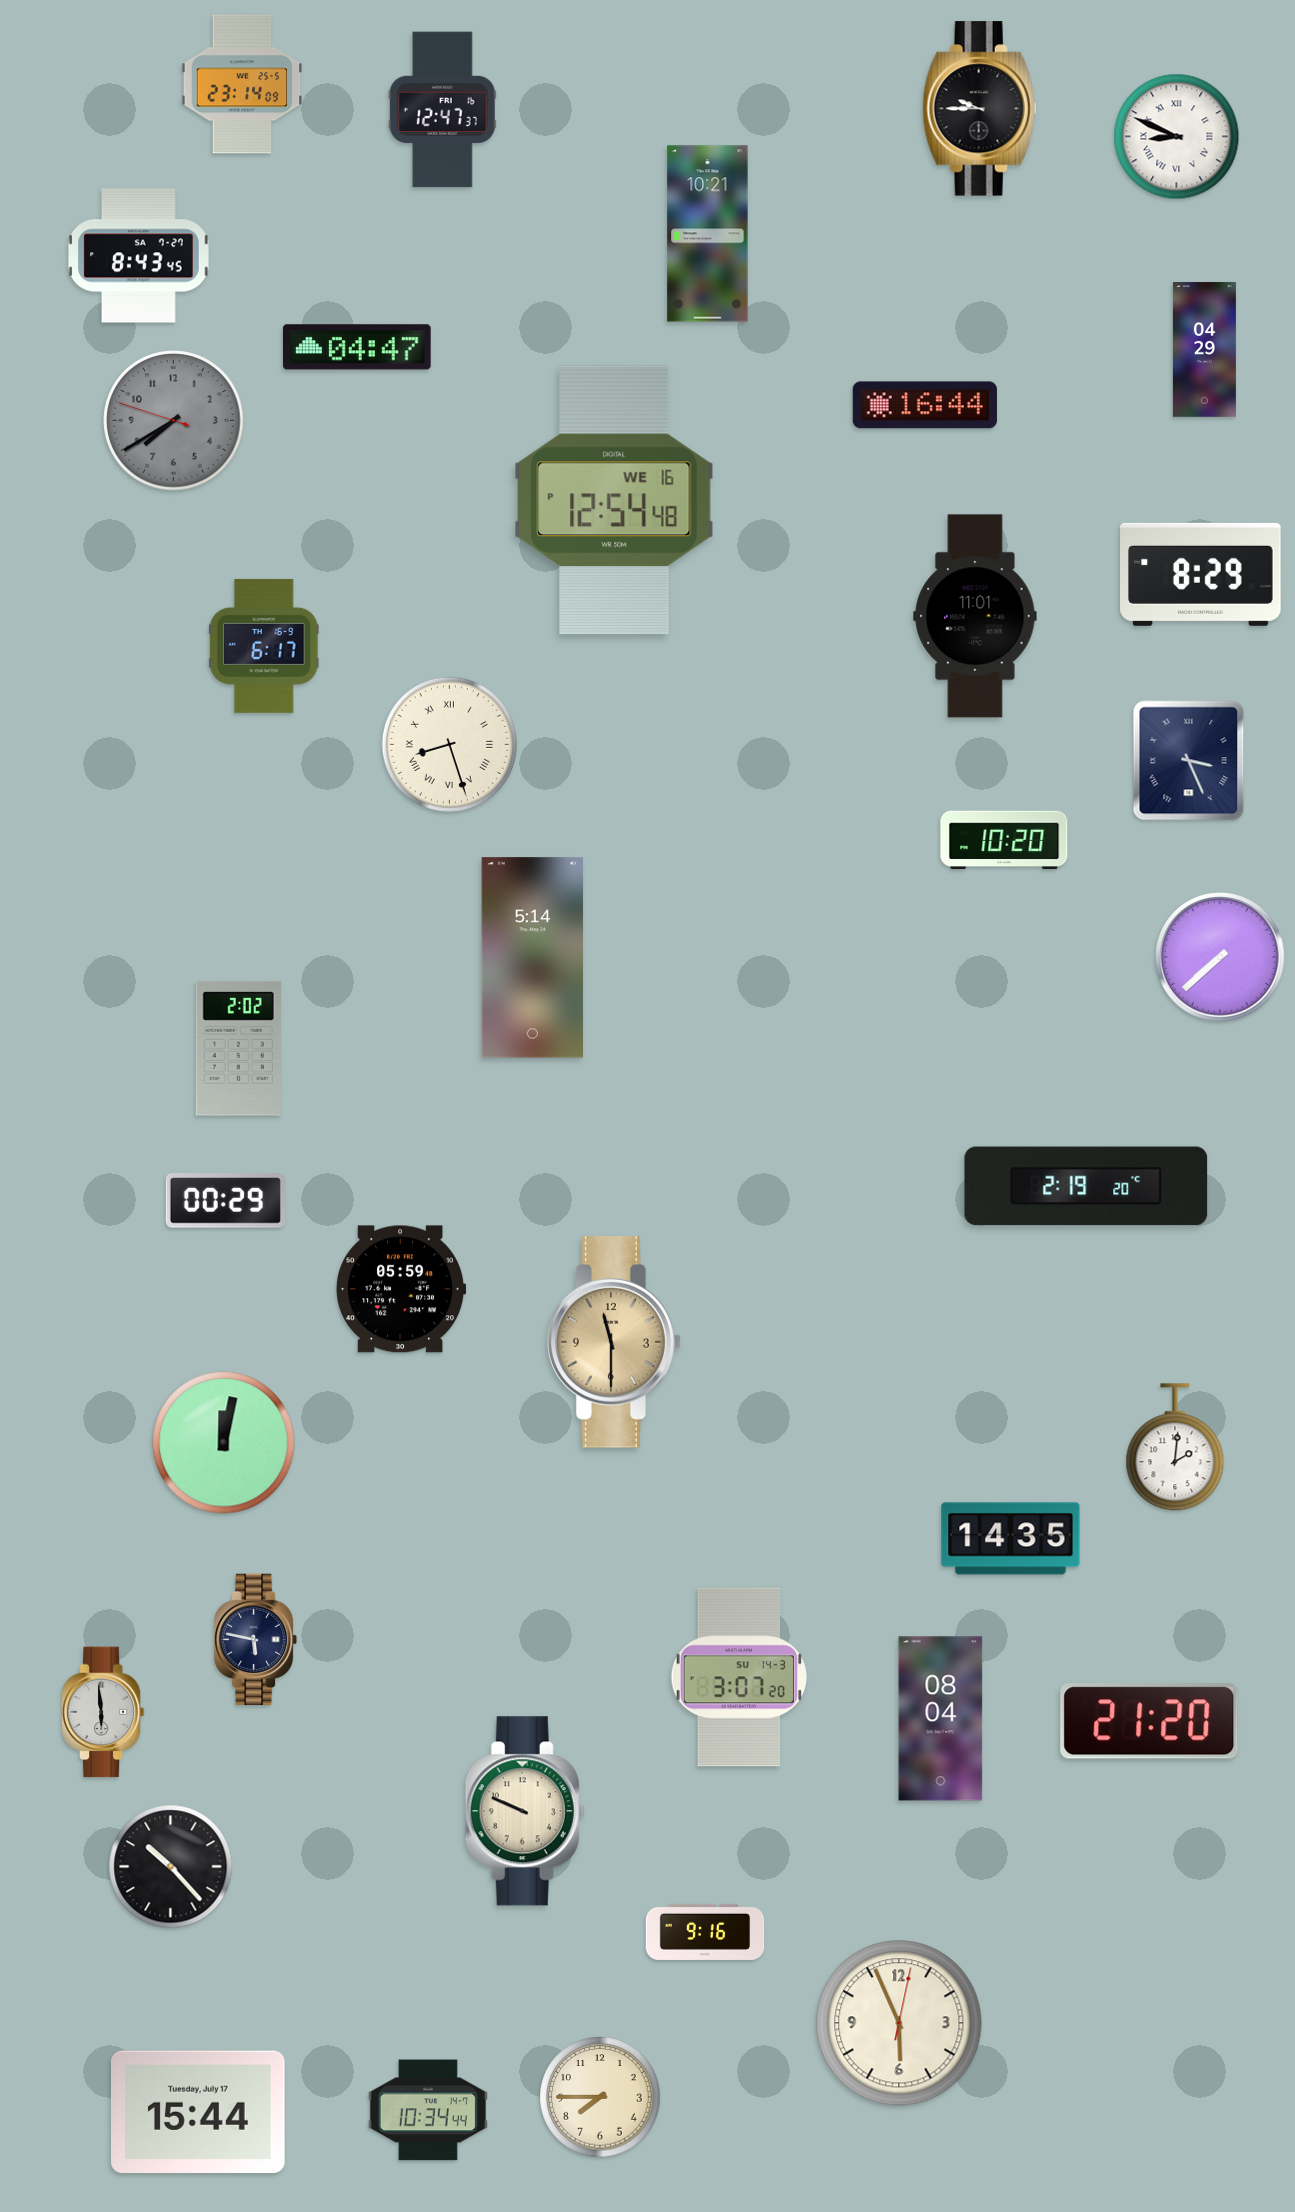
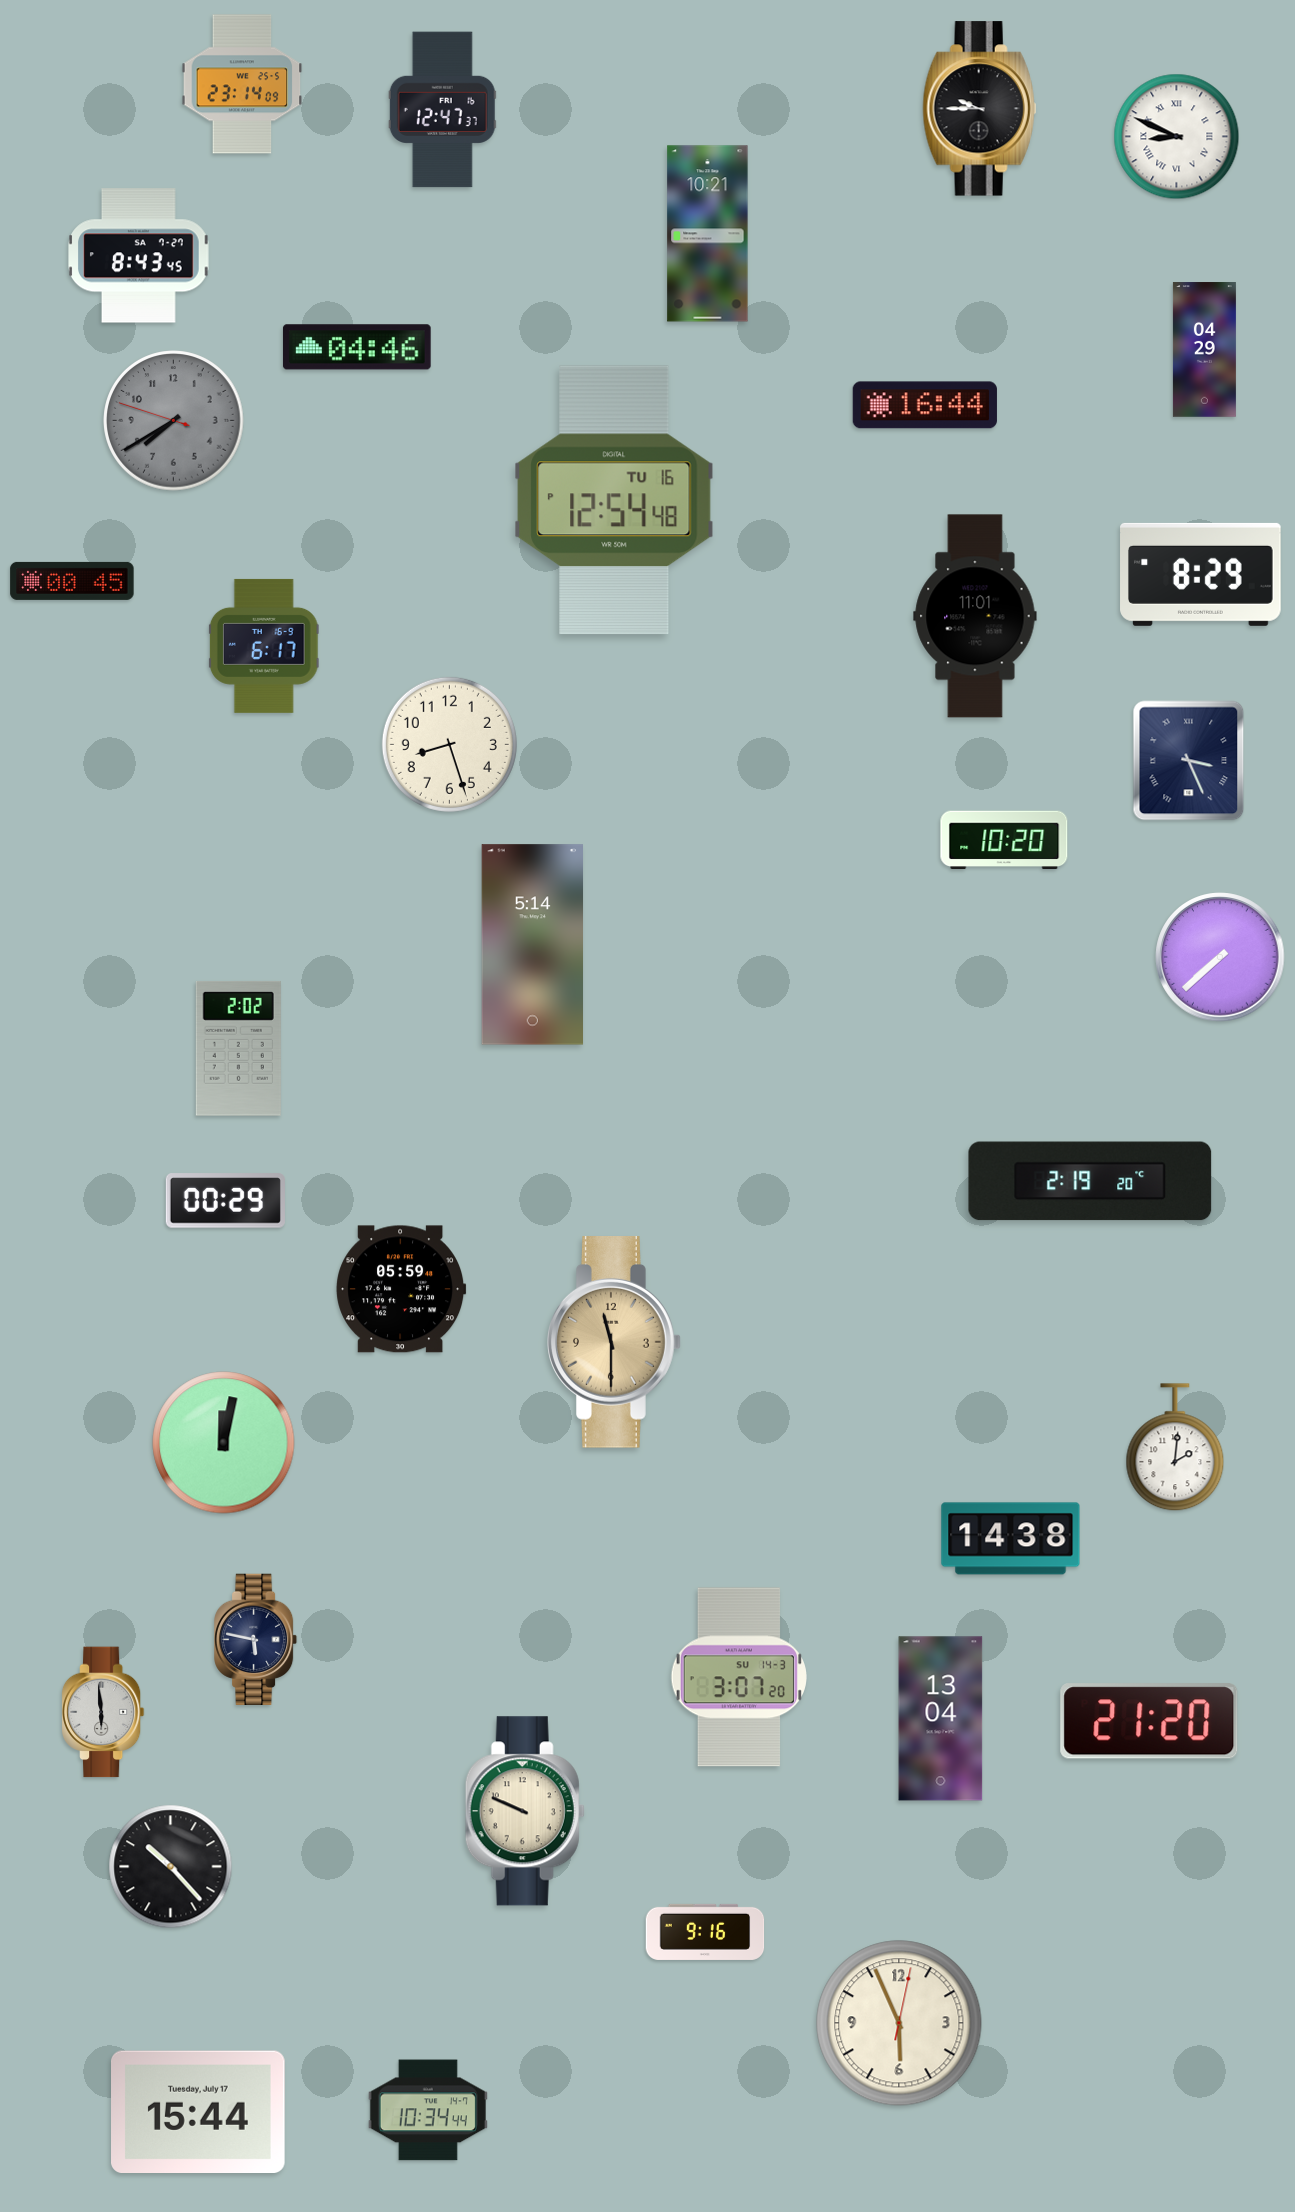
clock at (357, 347): 04:47 -> 04:46
clock at (614, 500) date: WE 16 -> TU 16
clock at (72, 581): none -> 00:45
clock at (449, 744) numerals: Roman -> Arabic
clock at (533, 958) position: (533, 958) -> (533, 945)
clock at (1086, 1186) position: (1086, 1186) -> (1090, 1181)
clock at (1011, 1539): 14:35 -> 14:38
clock at (941, 1719): 08:04 -> 13:04
clock at (600, 2097): 7:45 -> none
